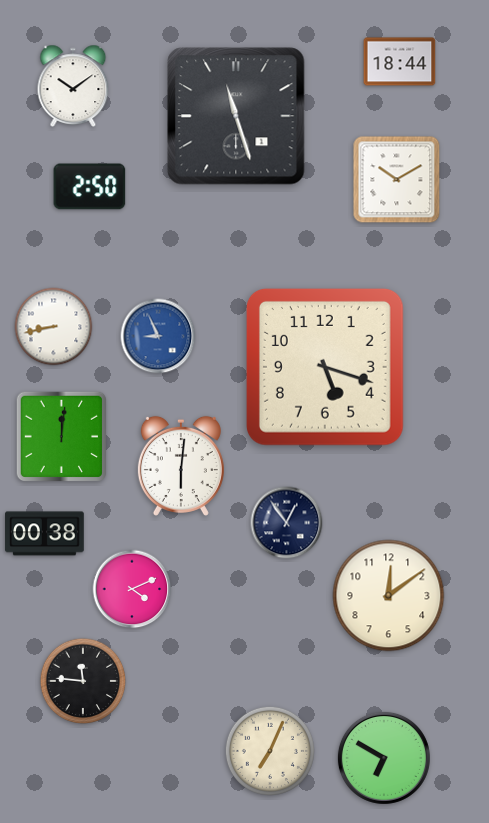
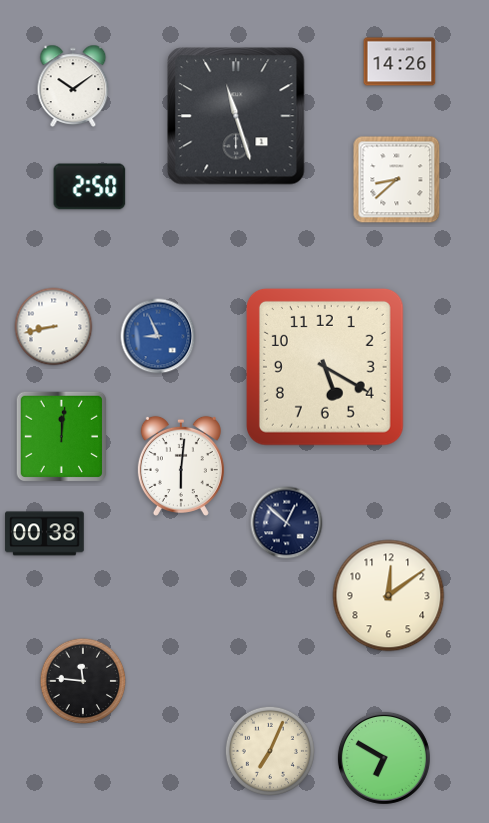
clock at (400, 62): 18:44 -> 14:26
clock at (397, 180): 10:10 -> 8:38
clock at (325, 367): 5:18 -> 5:20
clock at (287, 523): 12:54 -> 12:52
clock at (132, 589): 4:11 -> none
